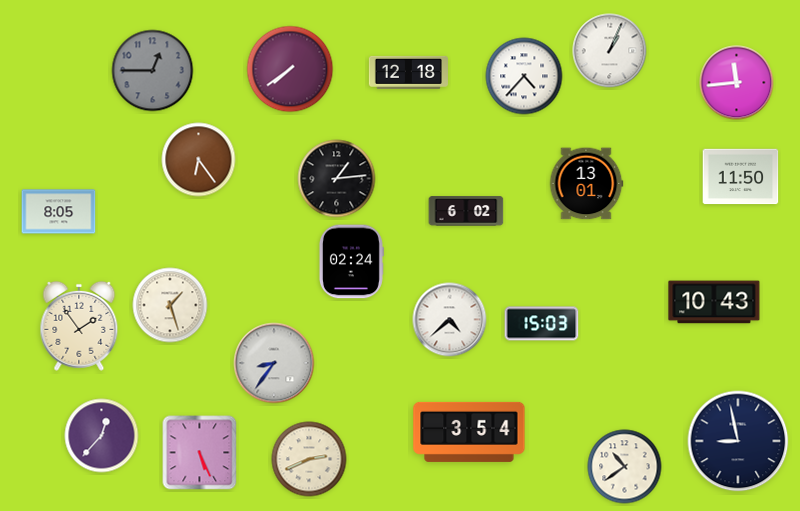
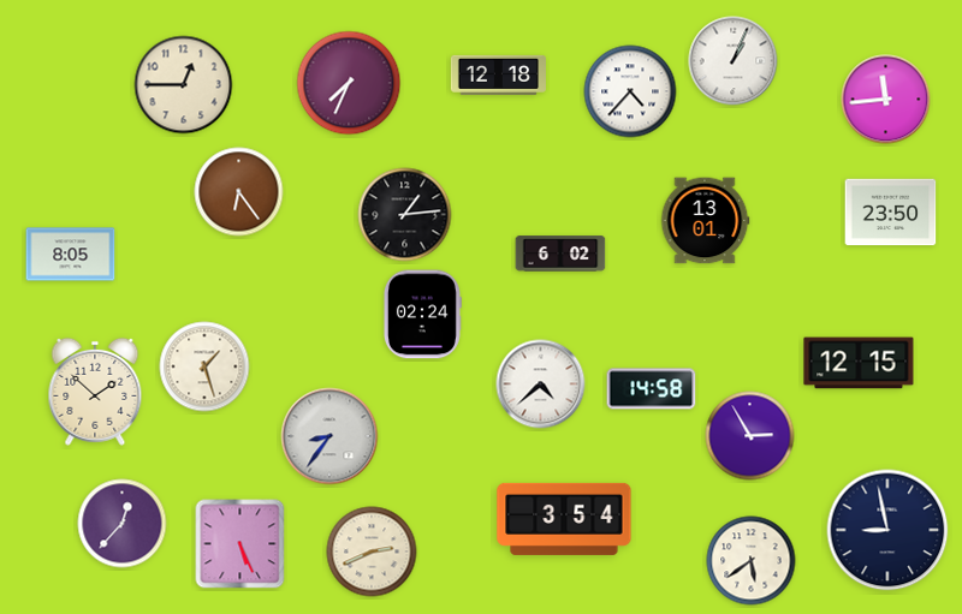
clock at (290, 69): 7:39 -> 7:34
clock at (153, 71) dial: grey -> cream
clock at (408, 72) position: (408, 72) -> (498, 74)
clock at (741, 177): 11:50 -> 23:50
clock at (714, 302): 10:43 -> 12:15
clock at (542, 324): 15:03 -> 14:58
clock at (79, 326): 1:54 -> 1:52
clock at (750, 436): none -> 2:55
clock at (625, 467): 10:39 -> 5:39
